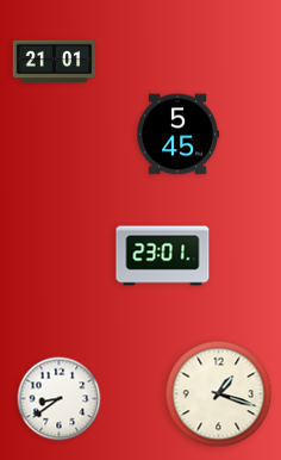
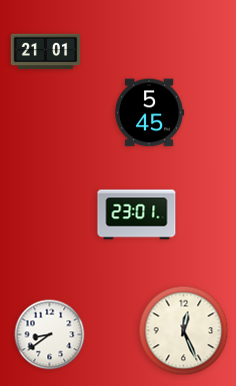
clock at (219, 394): 1:18 -> 12:26
